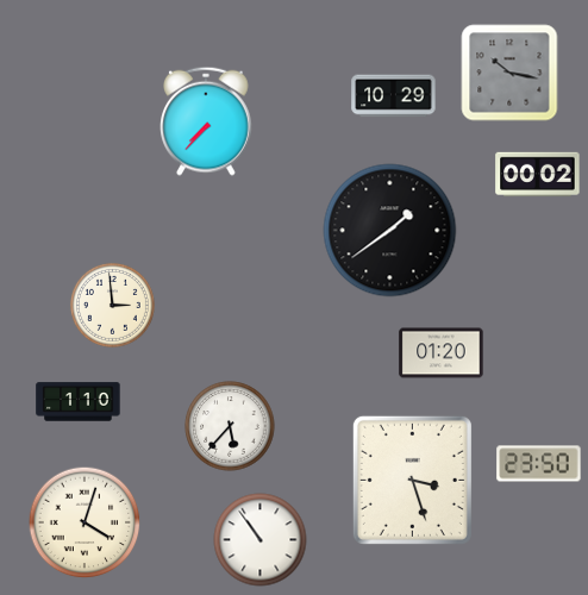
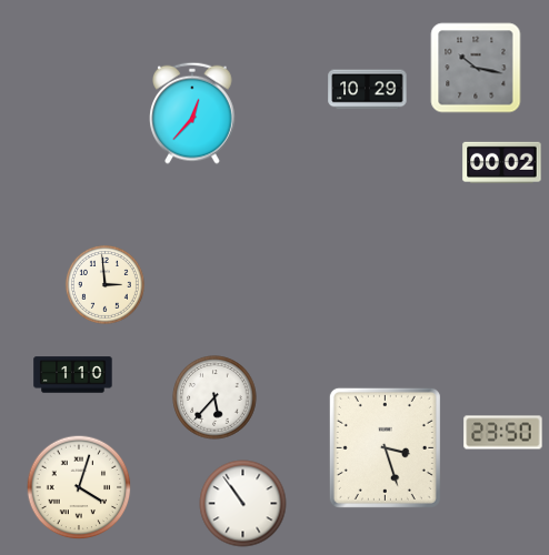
clock at (207, 121): 7:37 -> 12:37
clock at (390, 231): 1:39 -> none
clock at (442, 353): 01:20 -> none
